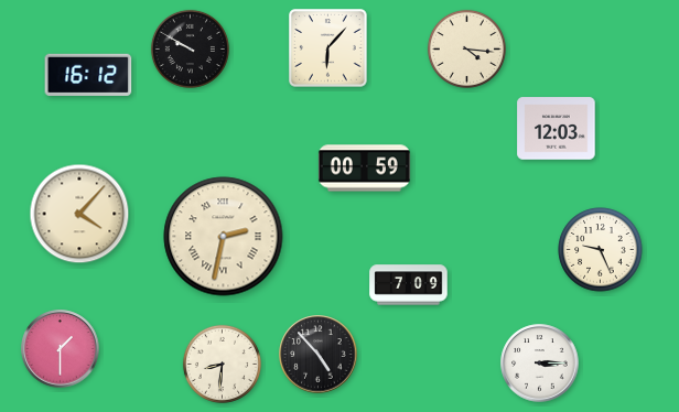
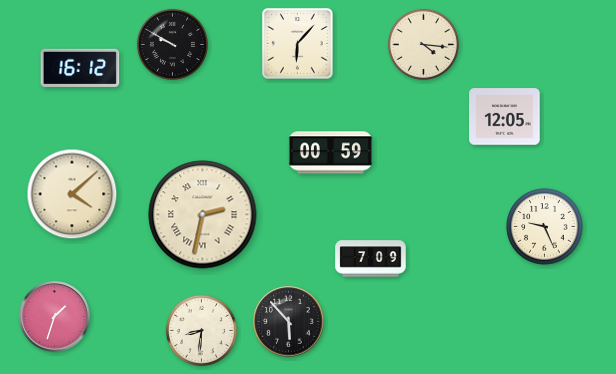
clock at (557, 129): 12:03 -> 12:05
clock at (79, 214): 4:07 -> 4:08
clock at (61, 349): 1:30 -> 1:33
clock at (319, 355): 4:53 -> 5:53
clock at (540, 364): 3:15 -> none
